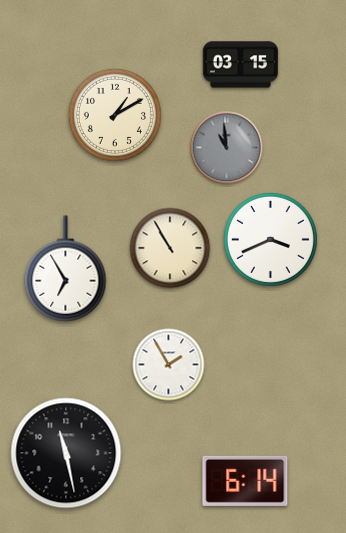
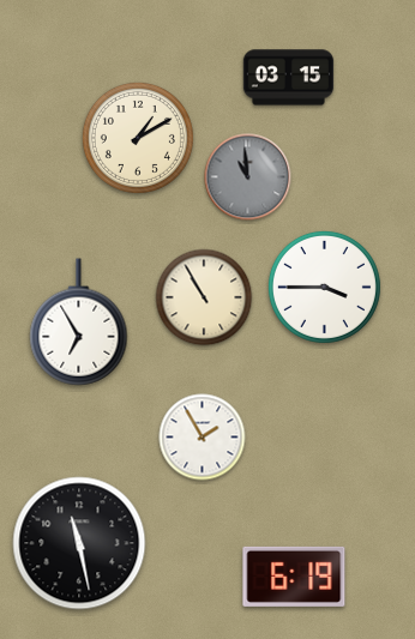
clock at (227, 148) position: (227, 148) -> (248, 177)
clock at (270, 239): 3:41 -> 3:45
clock at (245, 481): 6:14 -> 6:19
